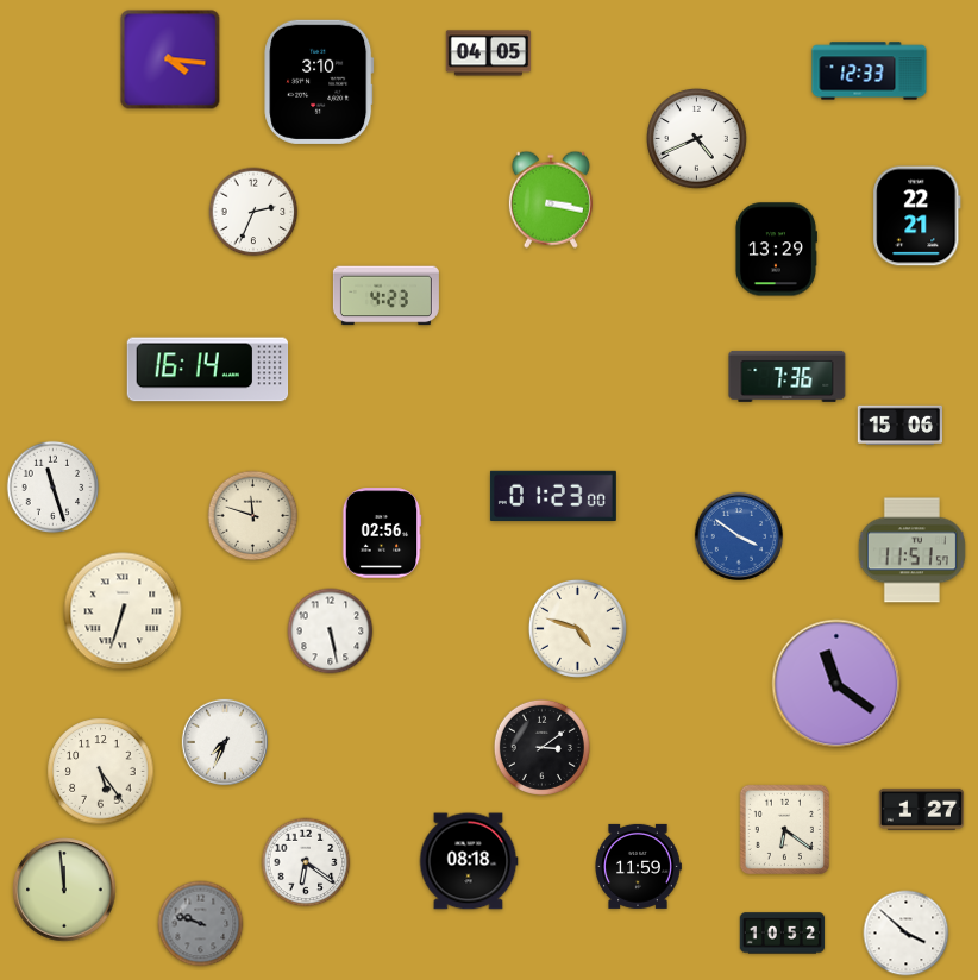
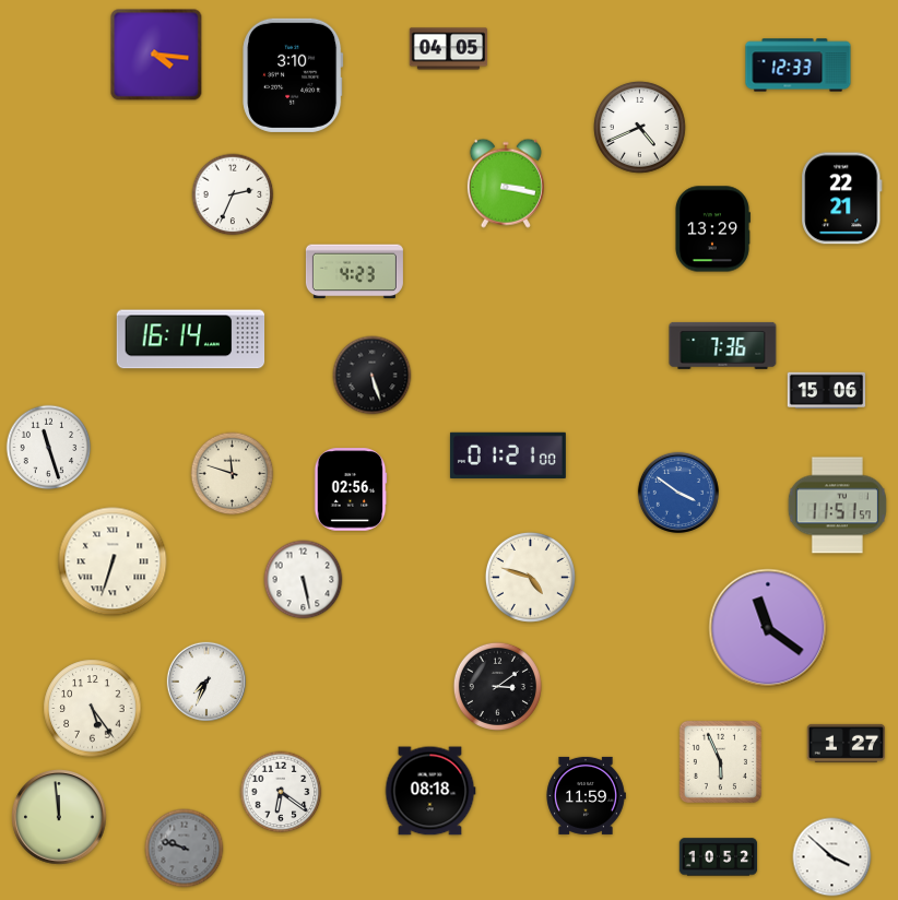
clock at (373, 376): none -> 5:27
clock at (553, 496): 01:23 -> 01:21
clock at (784, 829): 6:21 -> 5:56
